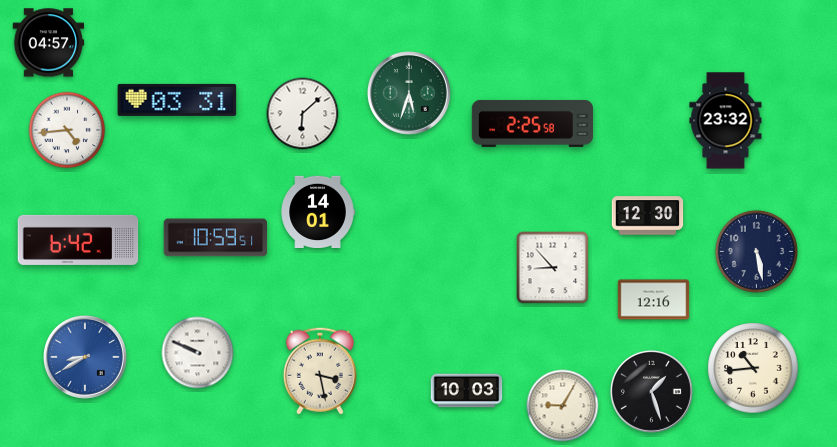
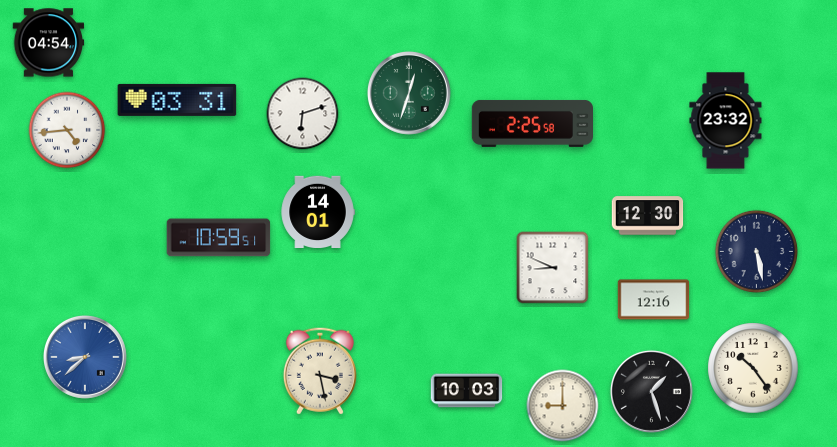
clock at (49, 43): 04:57 -> 04:54
clock at (409, 93): 5:33 -> 12:33
clock at (303, 114): 6:08 -> 6:12
clock at (216, 238) position: (216, 238) -> (219, 238)
clock at (78, 240): 6:42 -> none
clock at (553, 268): 8:53 -> 8:49
clock at (198, 353): 9:49 -> none
clock at (85, 357): 8:40 -> 8:38
clock at (753, 368): 10:44 -> 10:24
clock at (563, 406): 9:05 -> 9:00
